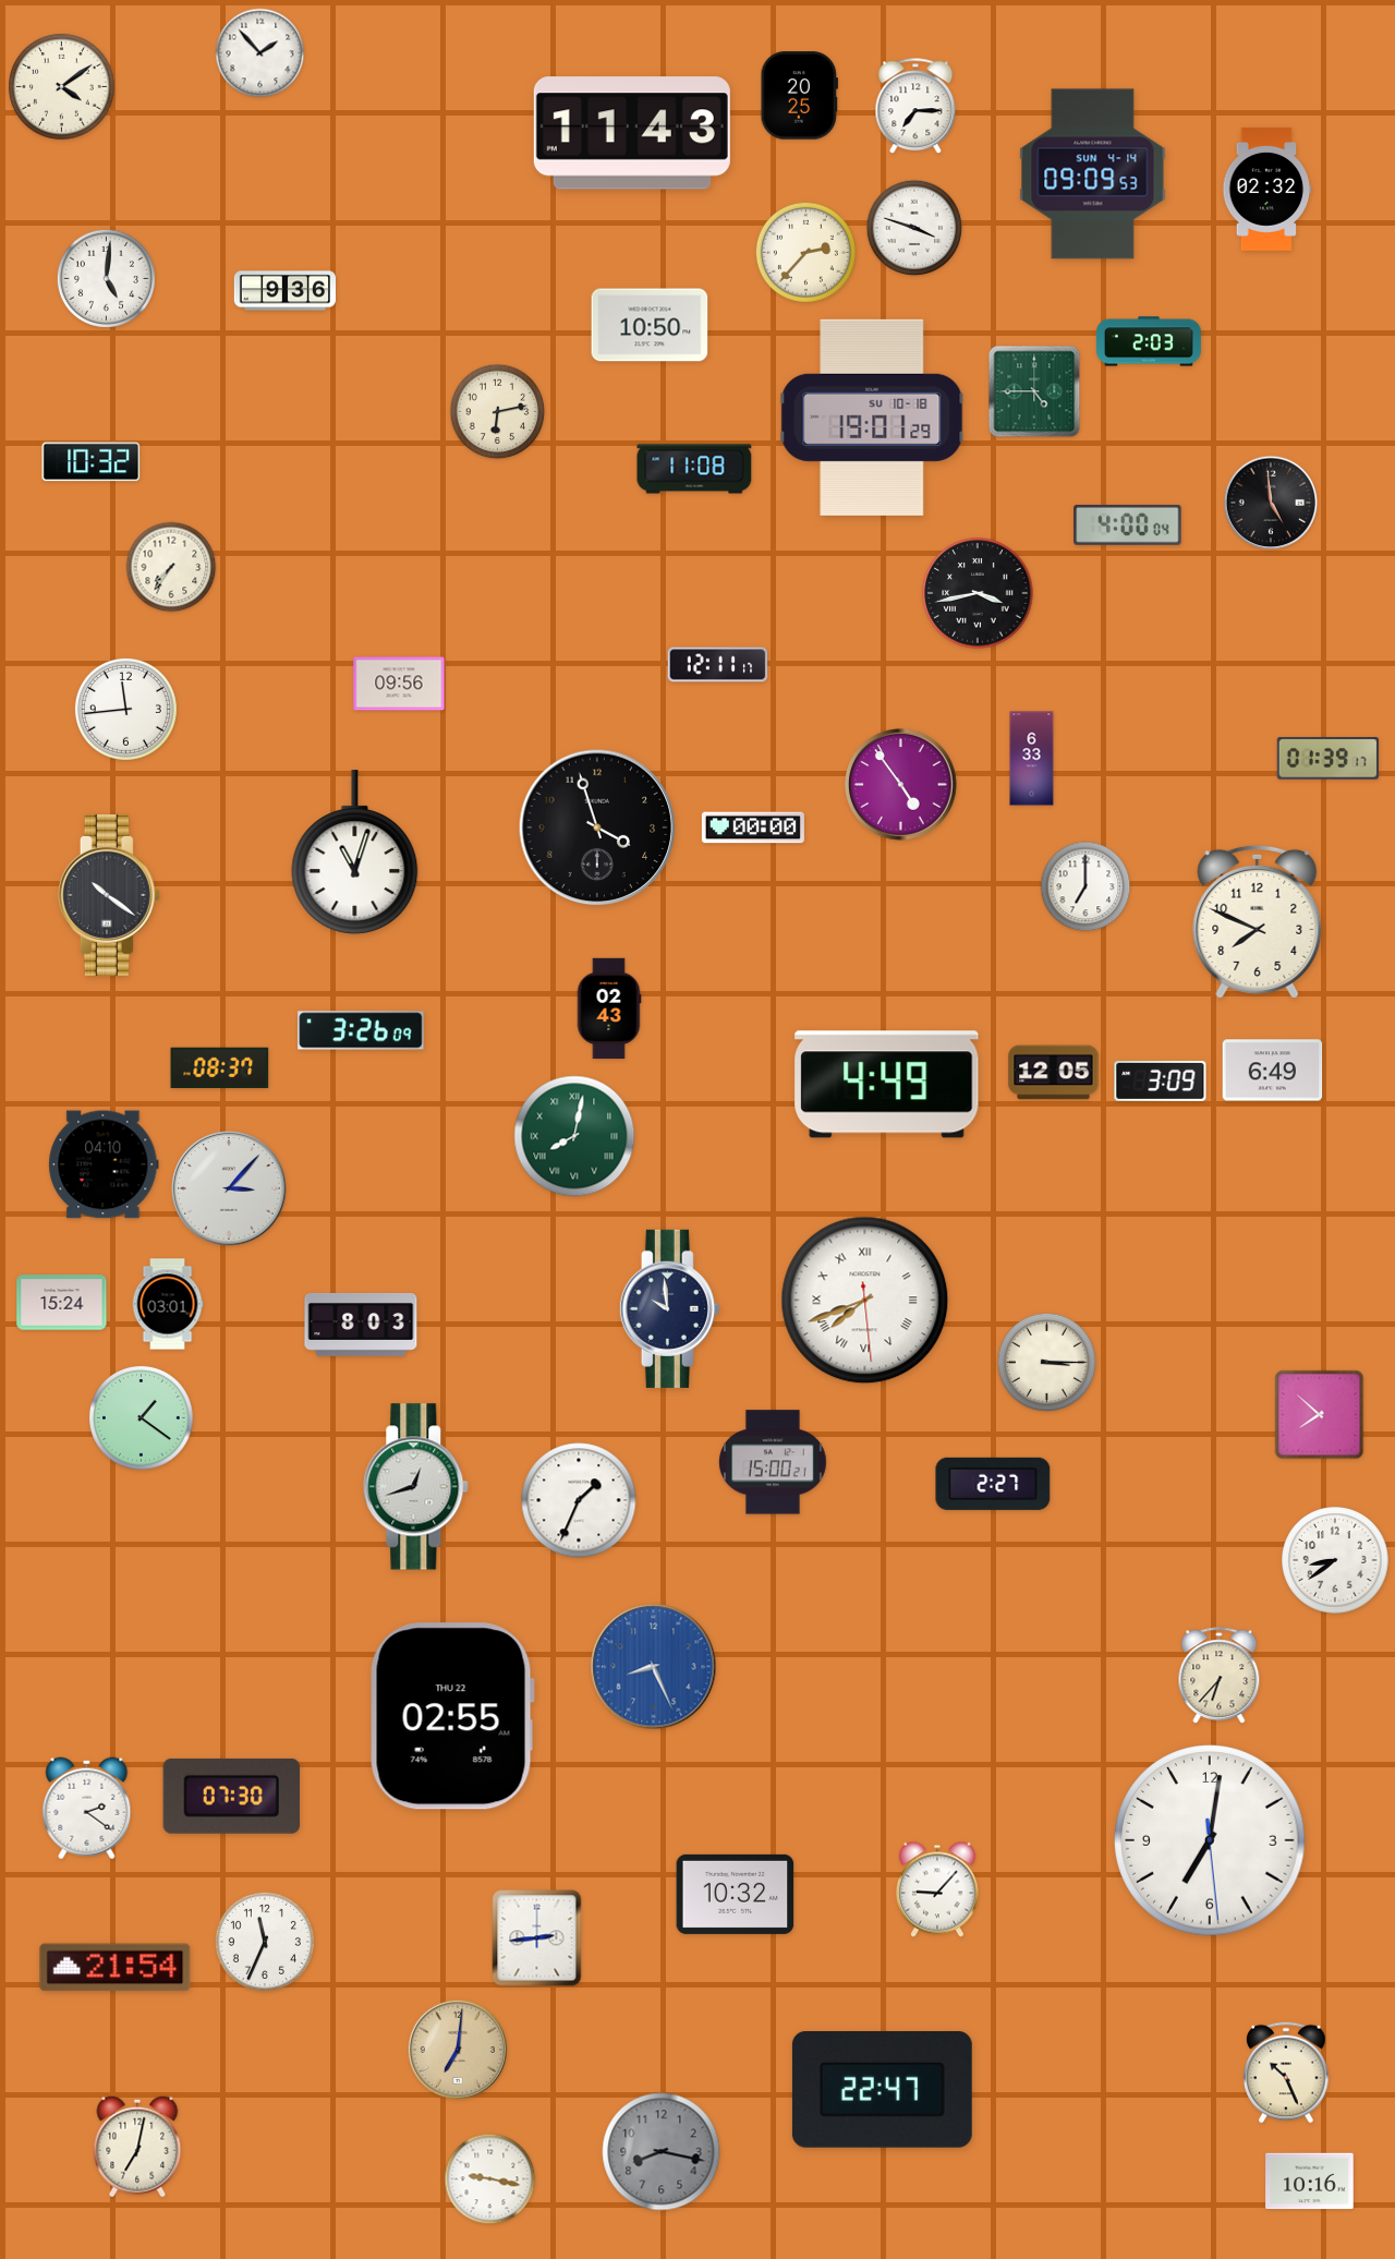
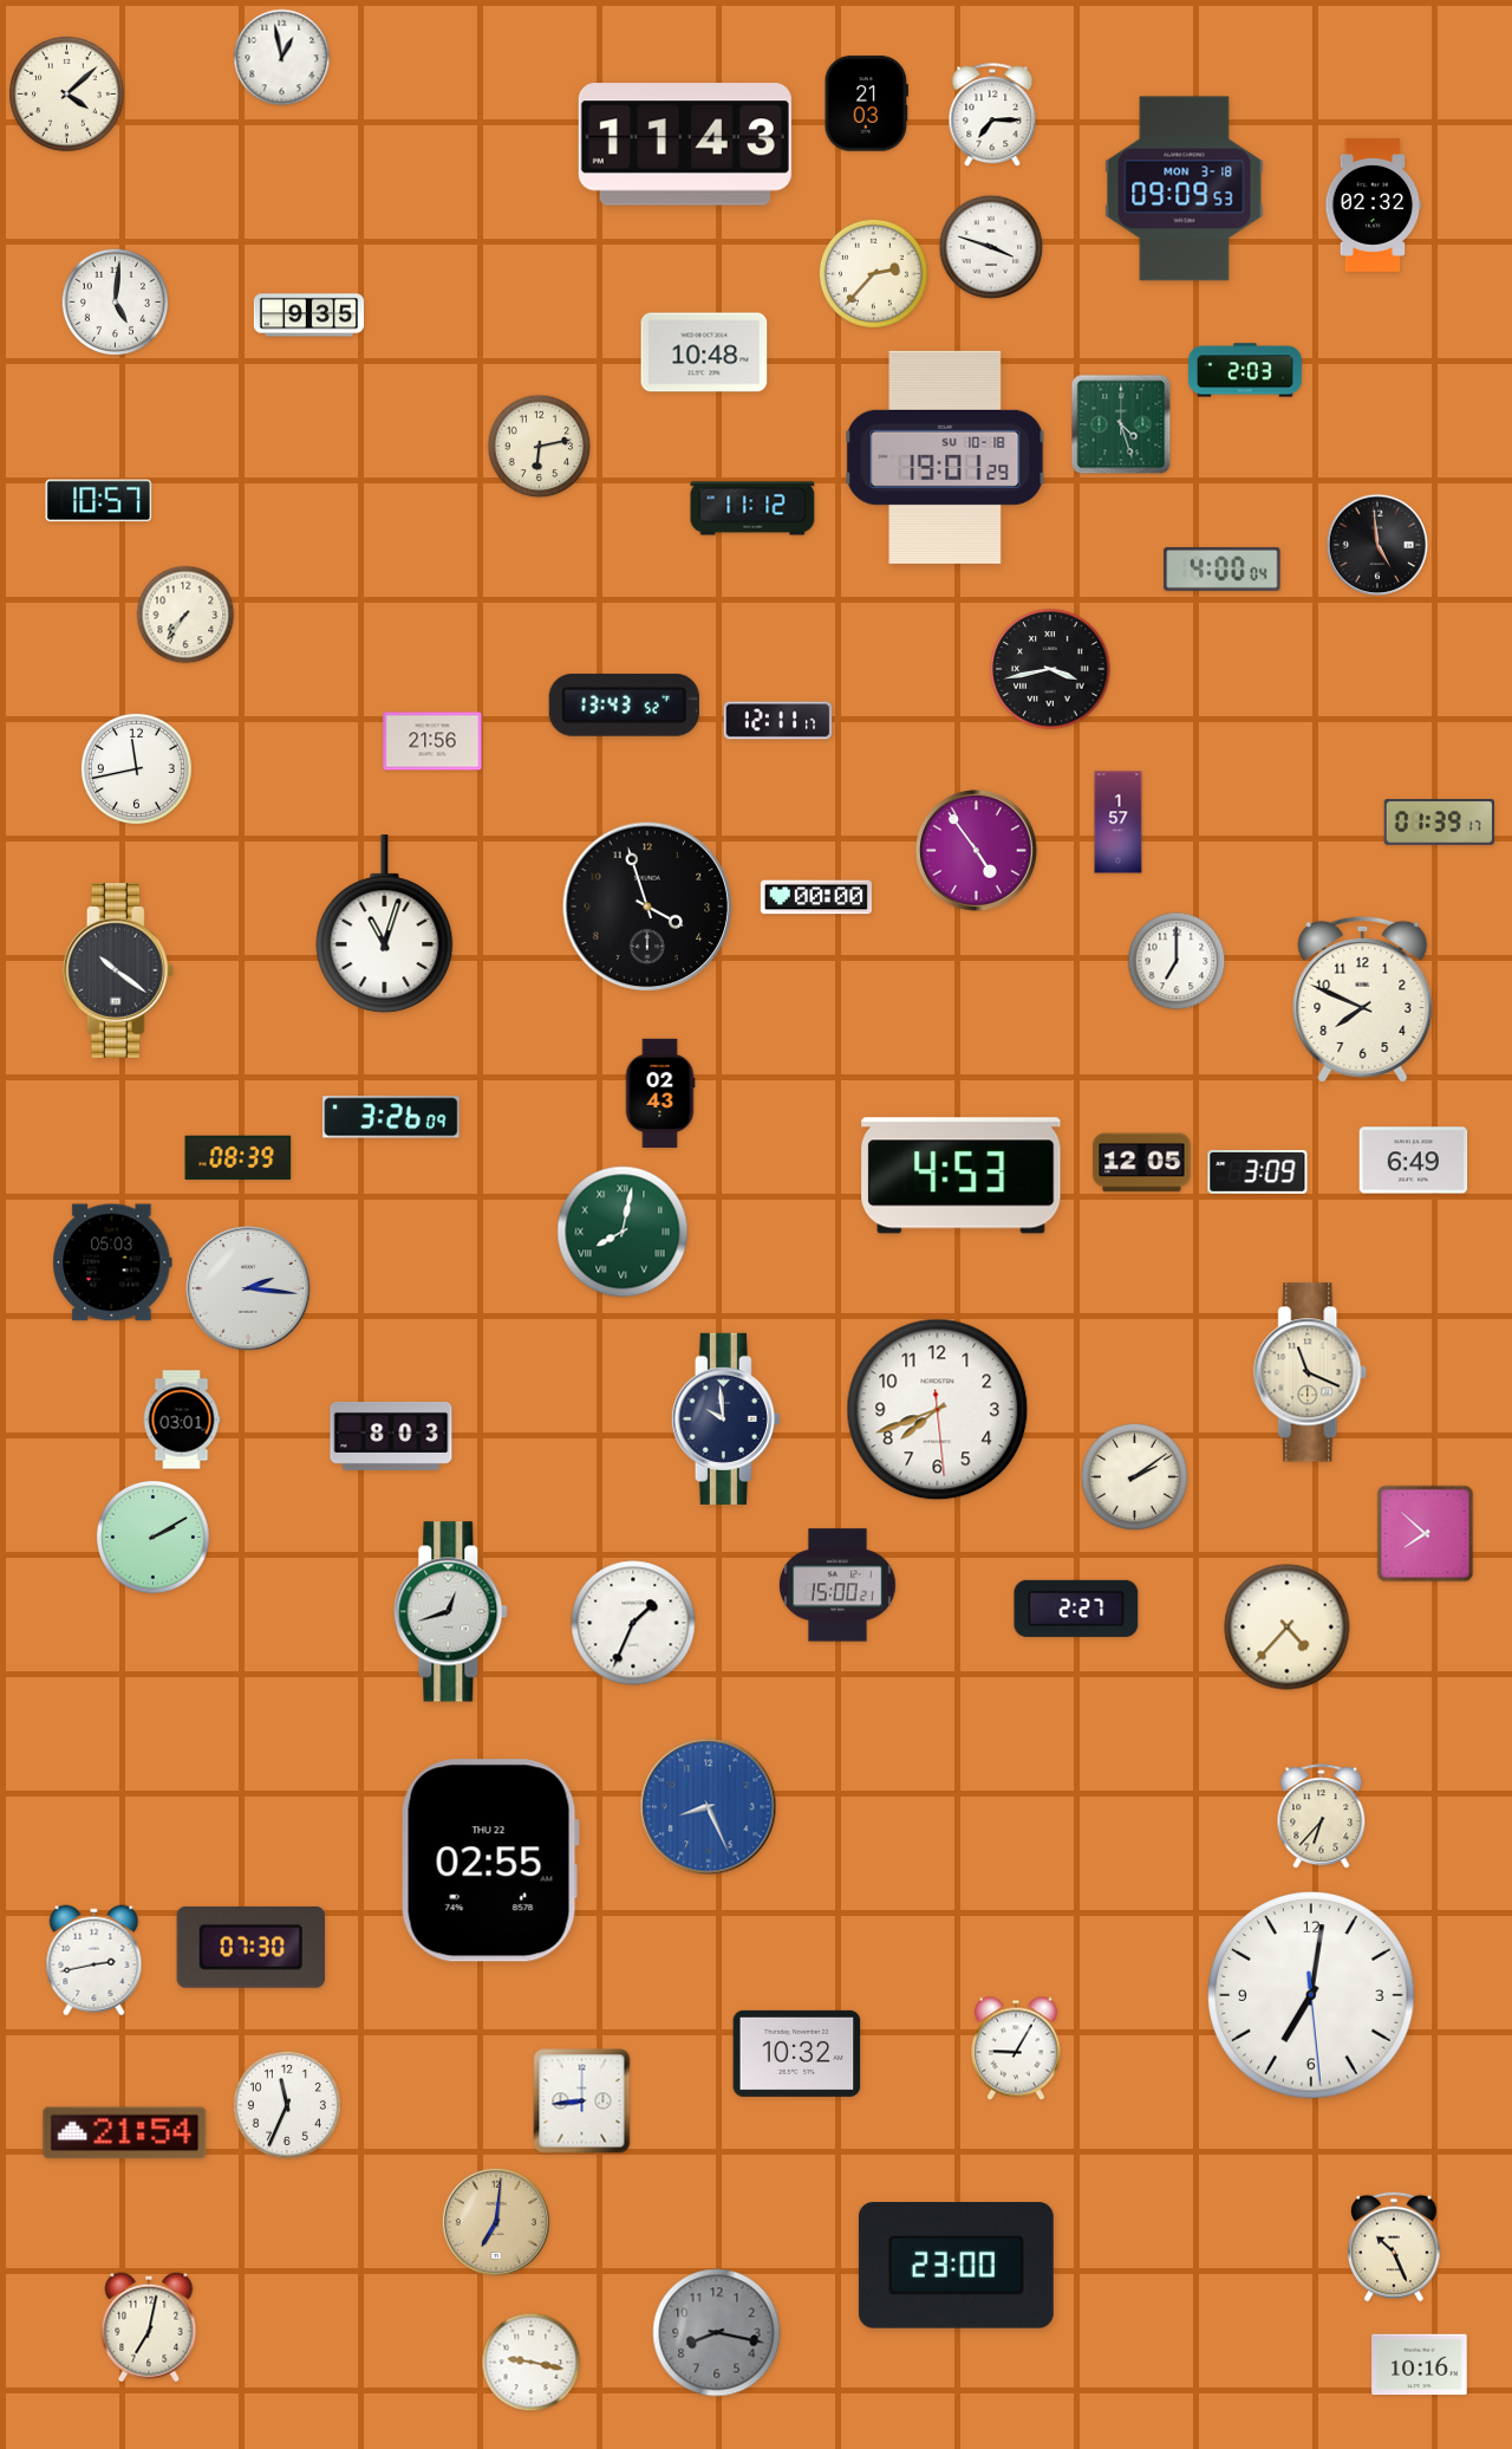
clock at (260, 53): 1:53 -> 12:58
clock at (62, 87): 4:09 -> 4:08
clock at (799, 96): 20:25 -> 21:03
clock at (1093, 174) date: SUN 4-14 -> MON 3-18
clock at (284, 291): 9:36 -> 9:35
clock at (650, 325): 10:50 -> 10:48
clock at (1034, 391): 4:45 -> 4:27
clock at (872, 418) position: (872, 418) -> (945, 457)
clock at (92, 462): 10:32 -> 10:57
clock at (694, 469): 11:08 -> 11:12
clock at (978, 593) position: (978, 593) -> (1050, 669)
clock at (624, 704): none -> 13:43
clock at (399, 684): 09:56 -> 21:56
clock at (125, 709): 11:44 -> 11:43
clock at (1032, 759): 6:33 -> 1:57
clock at (597, 828) position: (597, 828) -> (647, 907)
clock at (220, 1067): 08:37 -> 08:39
clock at (1273, 1071) position: (1273, 1071) -> (1414, 1161)
clock at (887, 1085): 4:49 -> 4:53
clock at (104, 1164): 04:10 -> 05:03
clock at (229, 1188): 3:07 -> 2:16
clock at (1311, 1372): none -> 11:19
clock at (865, 1301) numerals: Roman -> Arabic
clock at (62, 1303): 15:24 -> none
clock at (168, 1304) position: (168, 1304) -> (182, 1420)
clock at (1046, 1362): 3:15 -> 2:09
clock at (1320, 1415) position: (1320, 1415) -> (1426, 1534)
clock at (141, 1417): 1:21 -> 2:10
clock at (579, 1500) position: (579, 1500) -> (633, 1623)
clock at (1288, 1628): none -> 4:37
clock at (1335, 1560): 8:39 -> none
clock at (87, 1809): 2:21 -> 2:43
clock at (937, 1889): 9:07 -> 9:05
clock at (537, 1938): 2:44 -> 8:44
clock at (882, 2090): 22:47 -> 23:00
